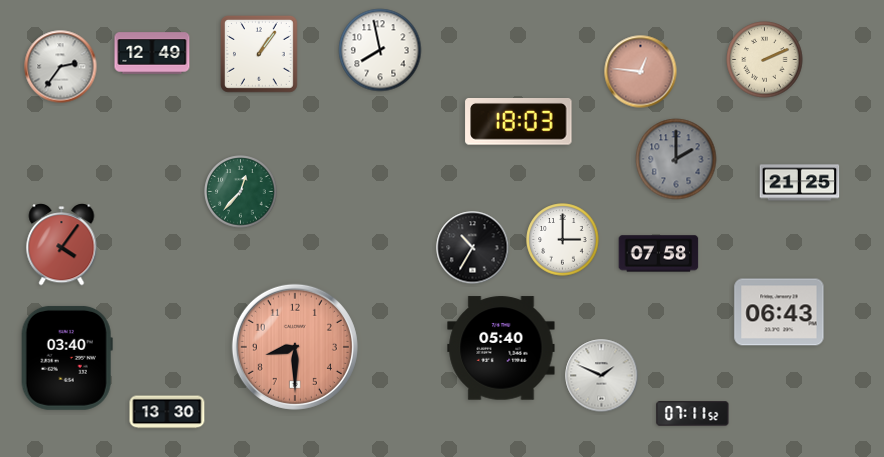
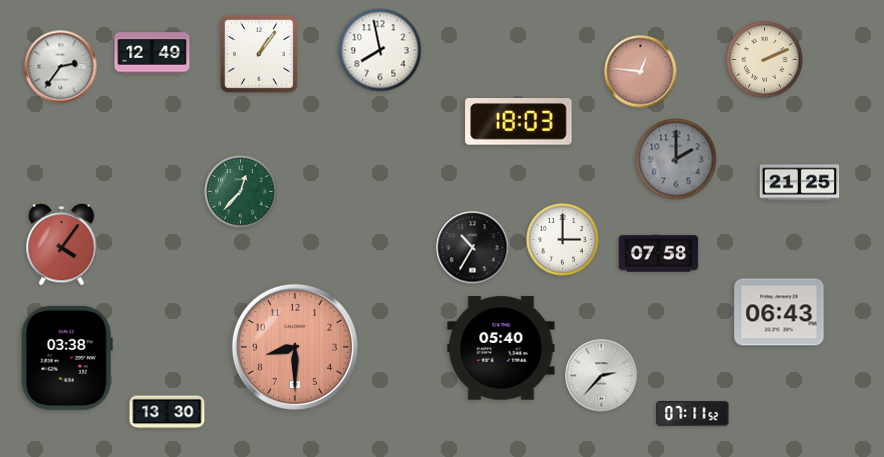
clock at (67, 358): 03:40 -> 03:38
clock at (602, 376): 1:49 -> 2:37
